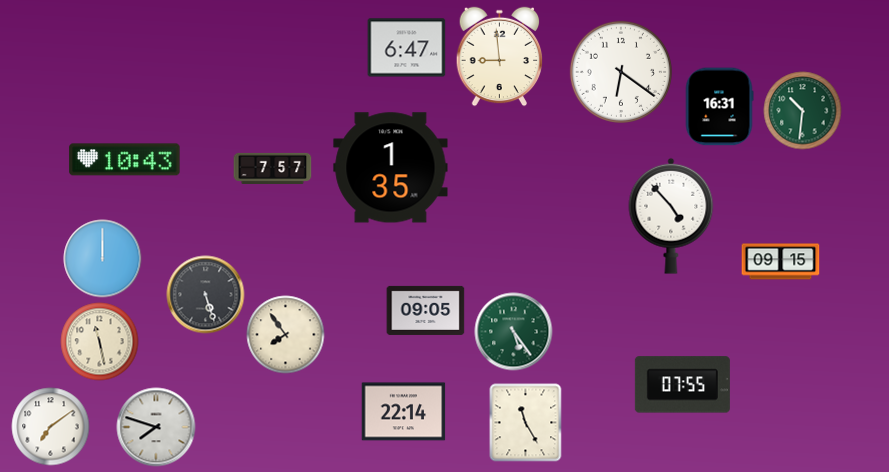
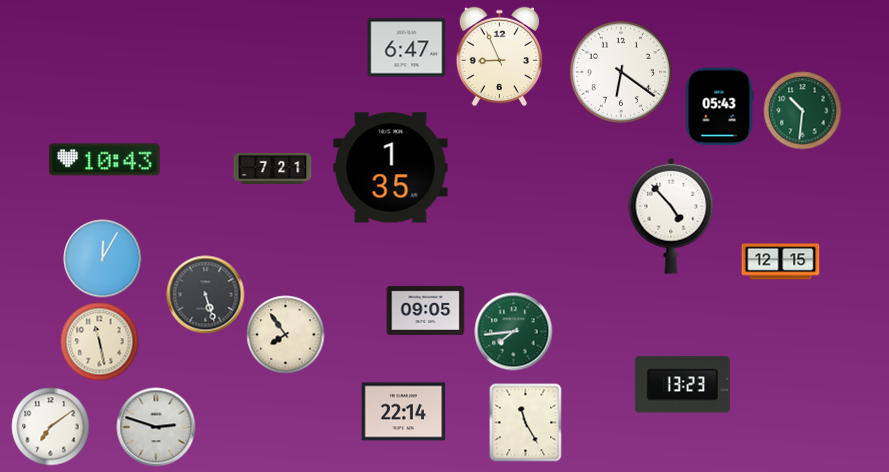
clock at (500, 56): 8:59 -> 8:56
clock at (719, 106): 16:31 -> 05:43
clock at (125, 160) position: (125, 160) -> (105, 160)
clock at (272, 168): 7:57 -> 7:21
clock at (102, 258): 12:00 -> 12:05
clock at (780, 262): 09:15 -> 12:15
clock at (513, 331): 5:24 -> 7:44
clock at (682, 385): 07:55 -> 13:23
clock at (156, 427): 7:48 -> 2:48
